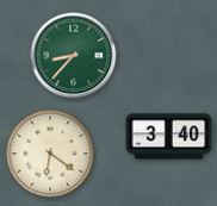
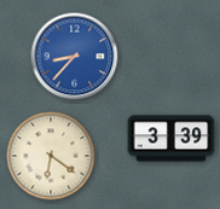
clock at (74, 56) dial: green -> blue
clock at (169, 137): 3:40 -> 3:39
